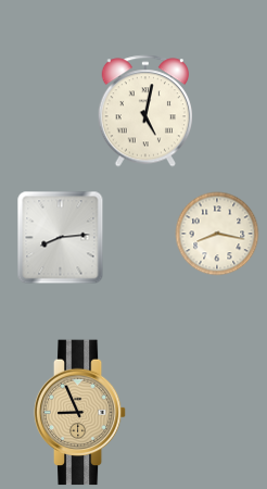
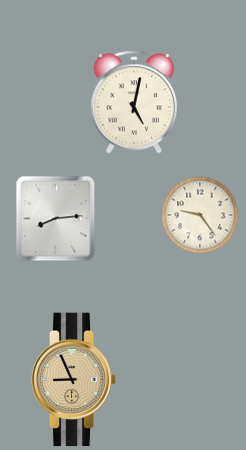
clock at (217, 234): 8:17 -> 9:24
